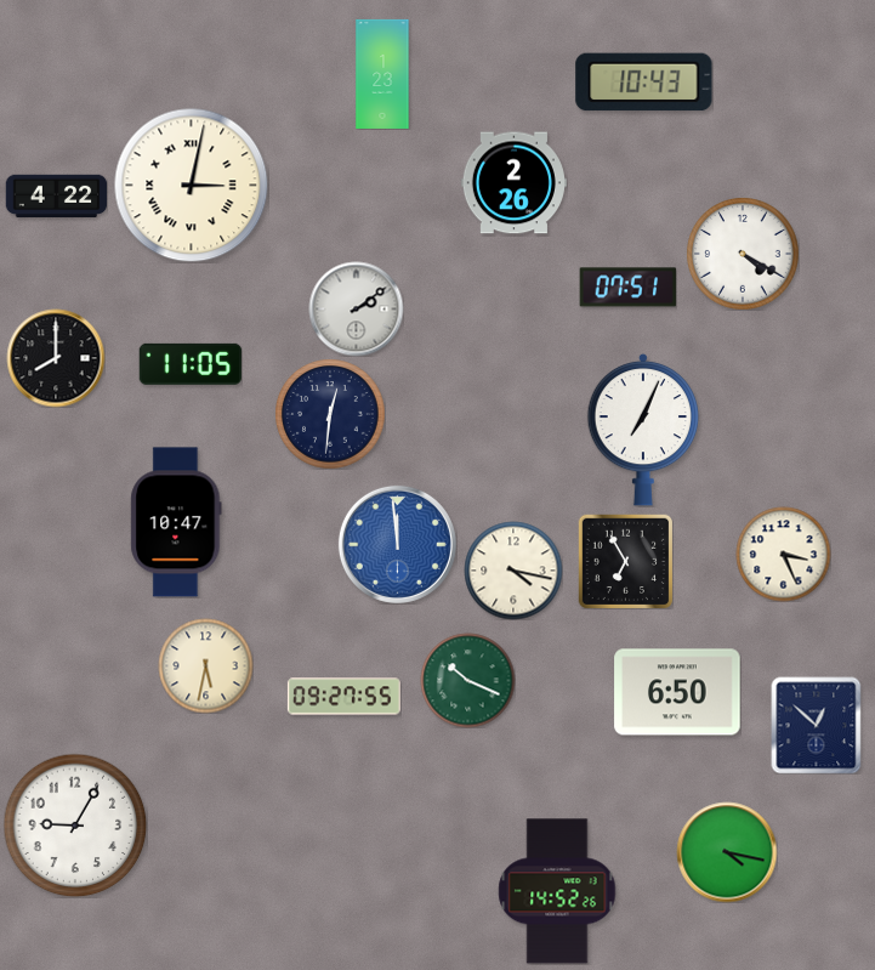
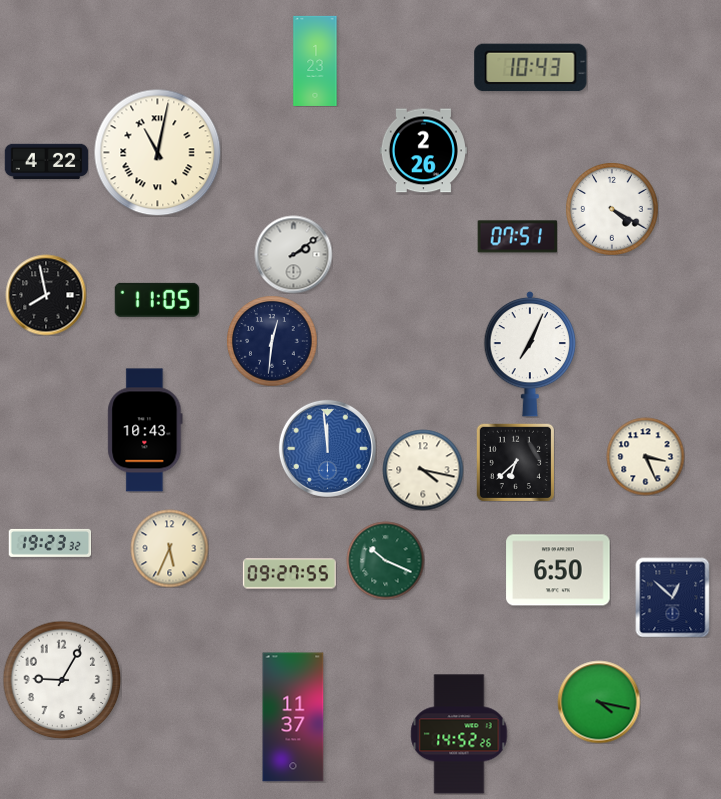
clock at (191, 185): 3:02 -> 11:02
clock at (56, 358): 8:00 -> 7:58
clock at (176, 522): 10:47 -> 10:43
clock at (625, 561): 6:55 -> 6:38
clock at (50, 543): none -> 19:23
clock at (205, 665): 5:32 -> 5:34
clock at (343, 697) position: (343, 697) -> (289, 574)
clock at (293, 717): none -> 11:37
